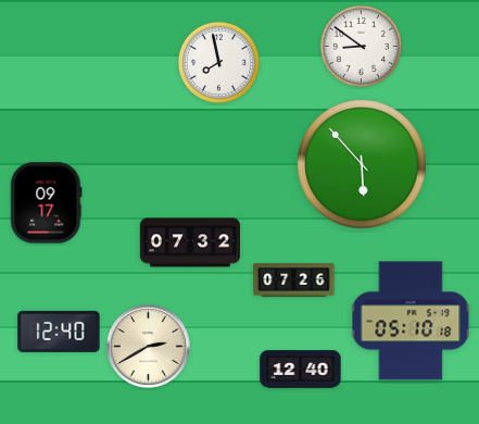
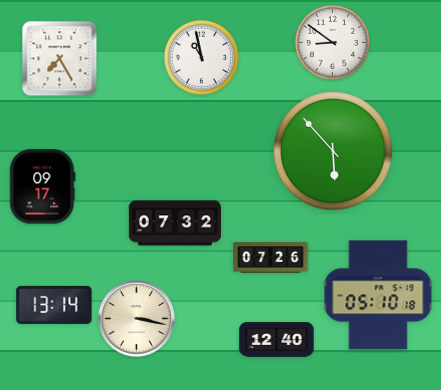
clock at (218, 62): 7:58 -> 10:58
clock at (60, 59): none -> 7:25
clock at (59, 332): 12:40 -> 13:14
clock at (149, 347): 2:40 -> 3:17
